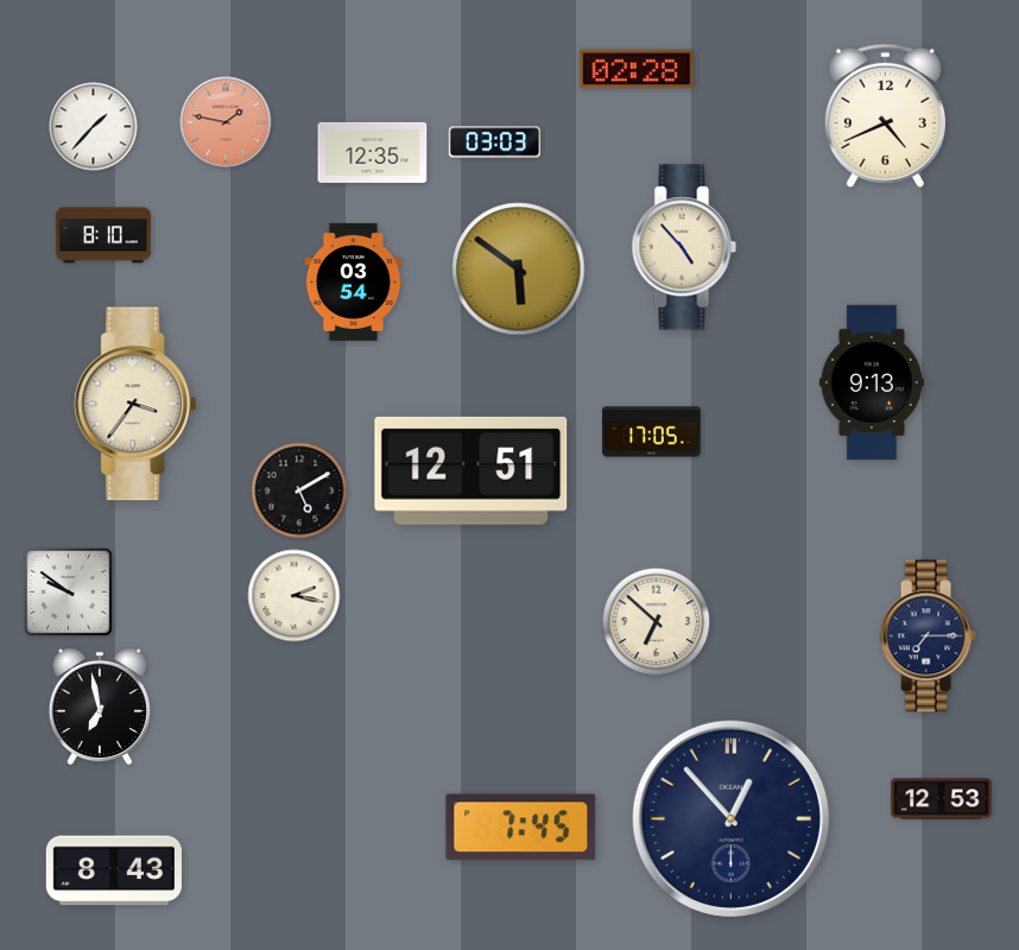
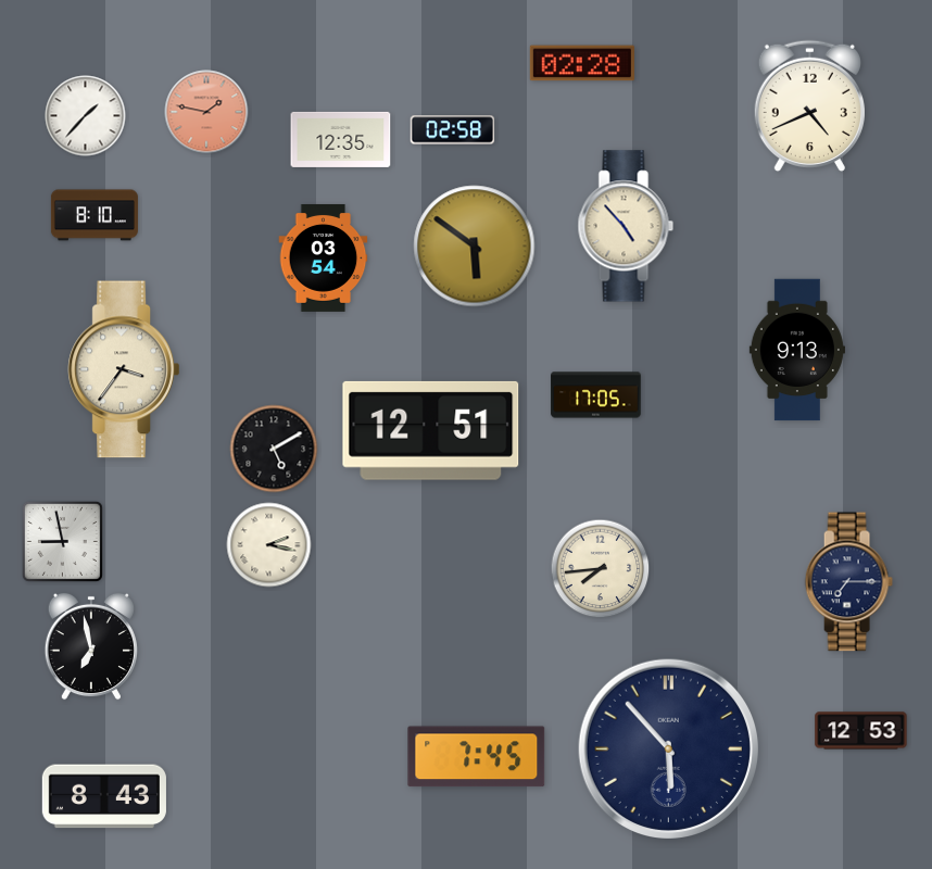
clock at (495, 142): 03:03 -> 02:58
clock at (68, 591): 9:51 -> 8:58
clock at (657, 622): 6:52 -> 7:44
clock at (730, 818): 12:53 -> 5:53
